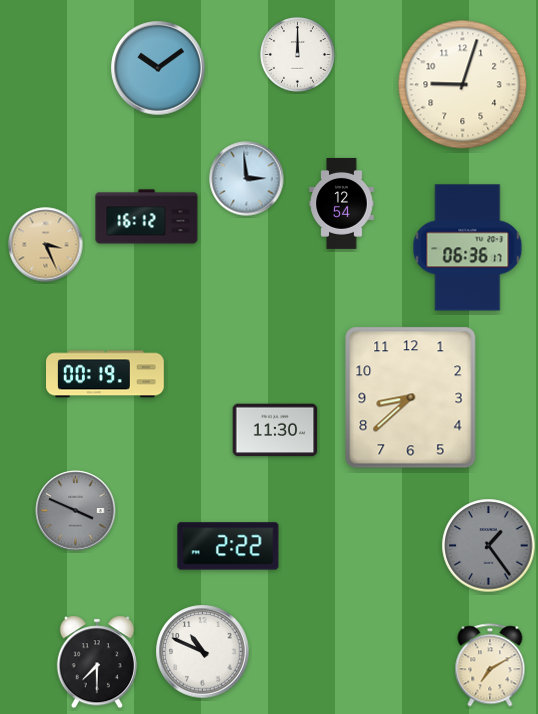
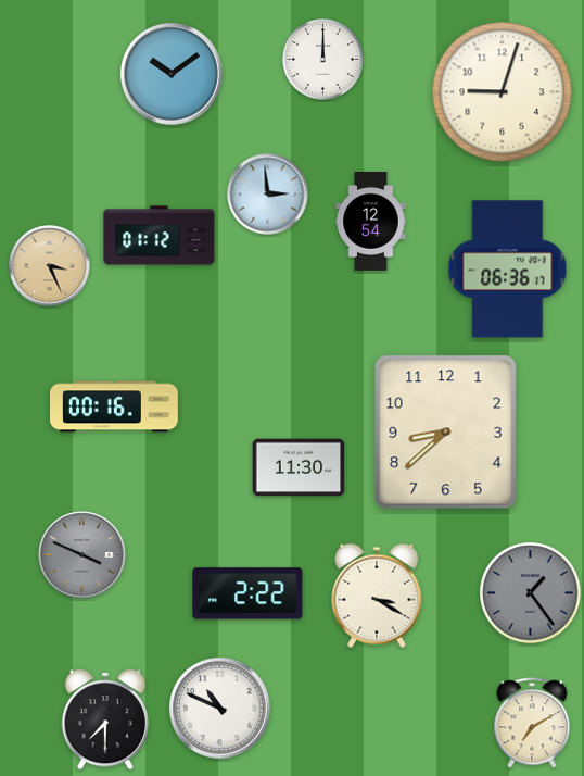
clock at (147, 217): 16:12 -> 01:12
clock at (106, 374): 00:19 -> 00:16
clock at (377, 596): none -> 3:20
